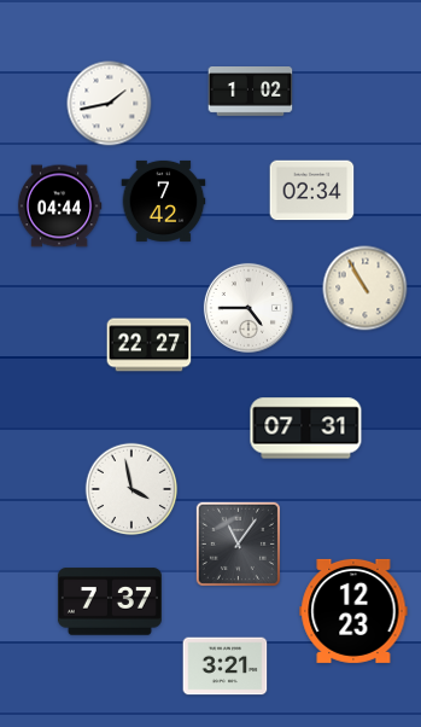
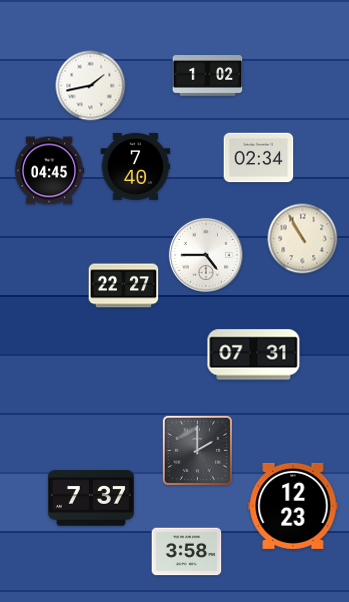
clock at (164, 200): 7:42 -> 7:40
clock at (59, 207): 04:44 -> 04:45
clock at (131, 489): 3:58 -> none
clock at (238, 543): 11:06 -> 2:00
clock at (226, 667): 3:21 -> 3:58
